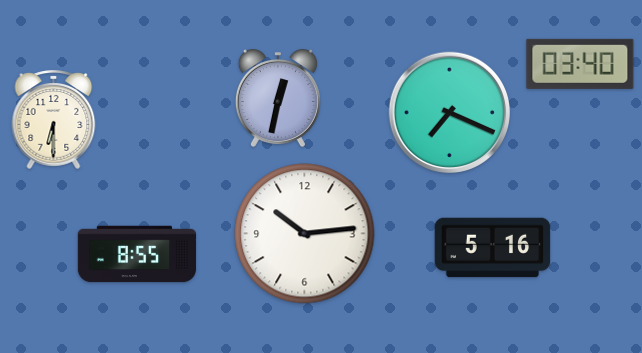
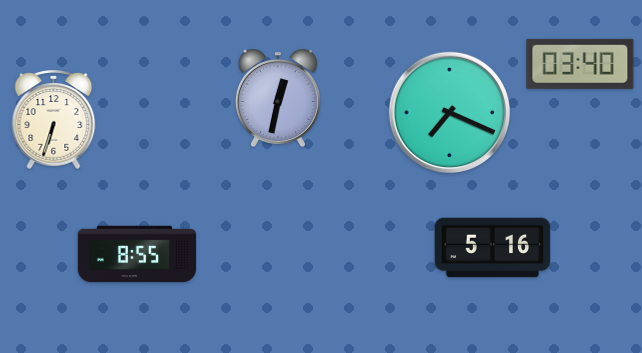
clock at (54, 119): 6:30 -> 6:33
clock at (305, 234): 10:14 -> none
